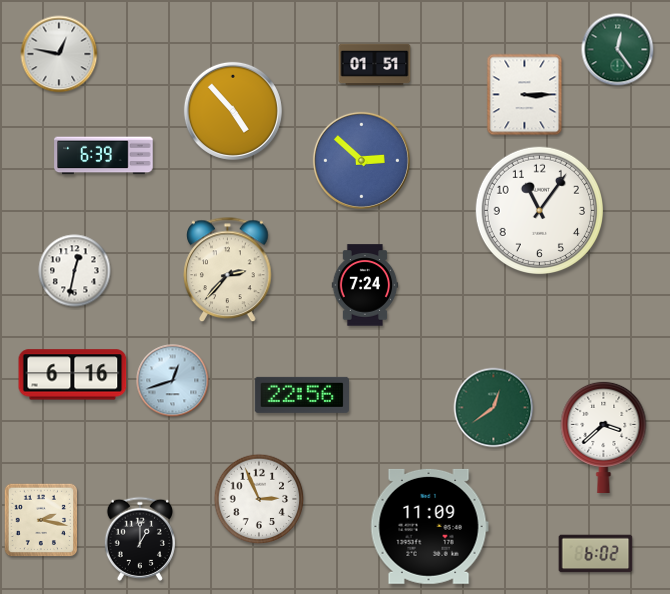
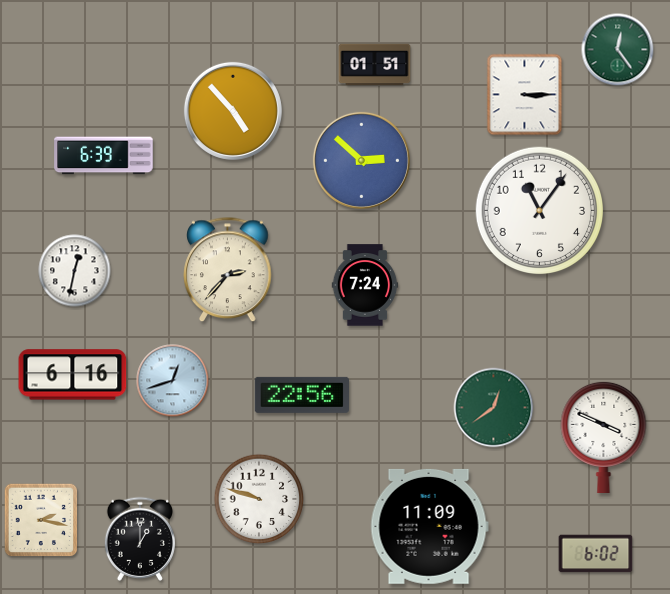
clock at (59, 54): 12:47 -> none
clock at (604, 436): 3:38 -> 3:49
clock at (259, 499): 2:56 -> 9:48
